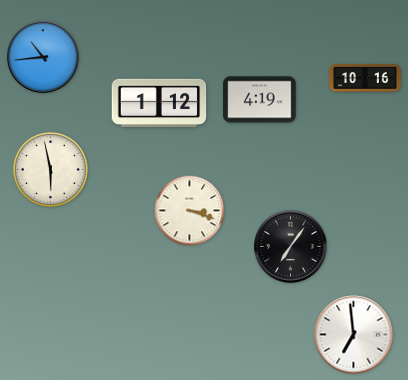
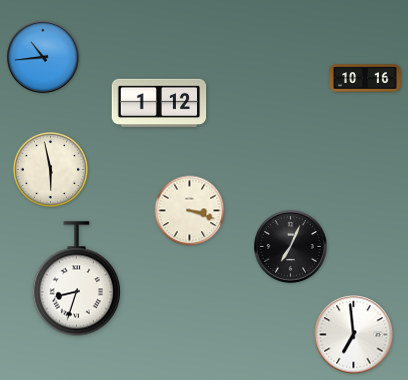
clock at (260, 100): 4:19 -> none
clock at (291, 247): 7:06 -> 7:04
clock at (76, 279): none -> 8:33
